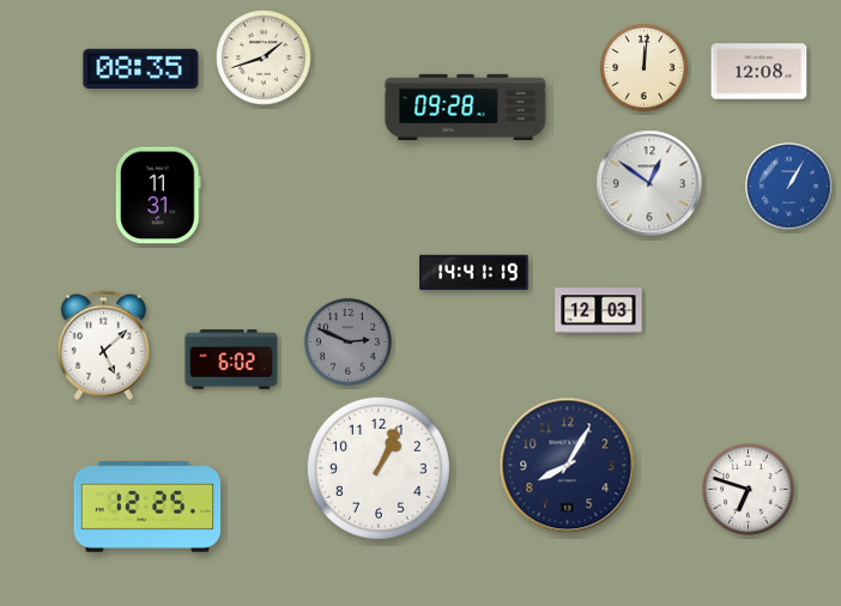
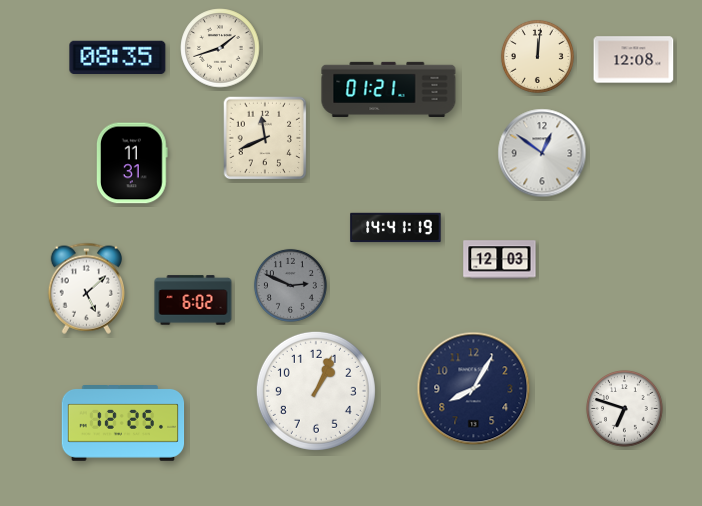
clock at (466, 107): 09:28 -> 01:21
clock at (265, 138): none -> 11:41
clock at (789, 187): 1:05 -> none
